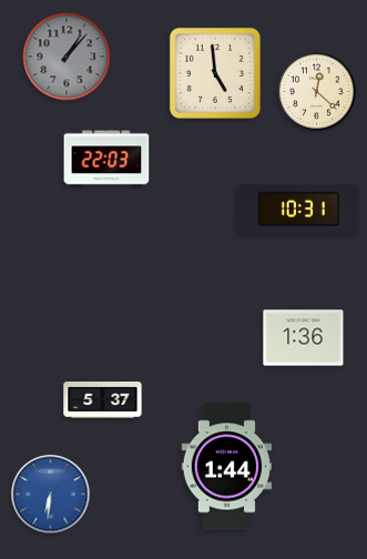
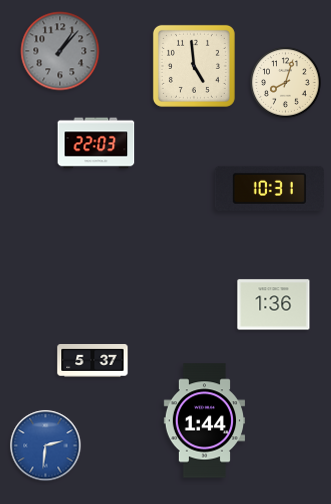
clock at (317, 92): 12:22 -> 8:03
clock at (51, 495): 6:31 -> 2:31
